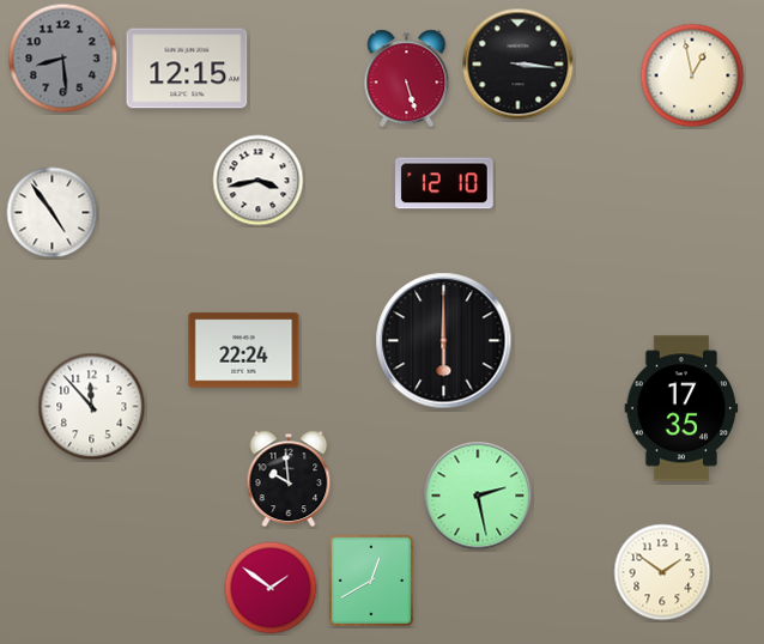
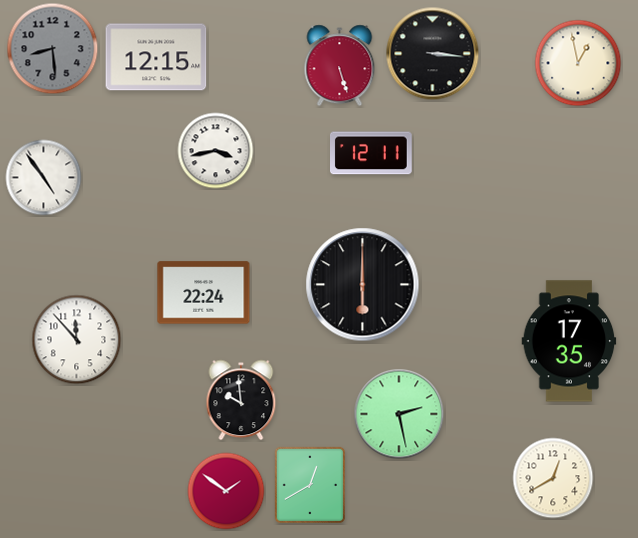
clock at (445, 183): 12:10 -> 12:11
clock at (444, 341) position: (444, 341) -> (363, 285)
clock at (662, 572): 1:51 -> 12:40
